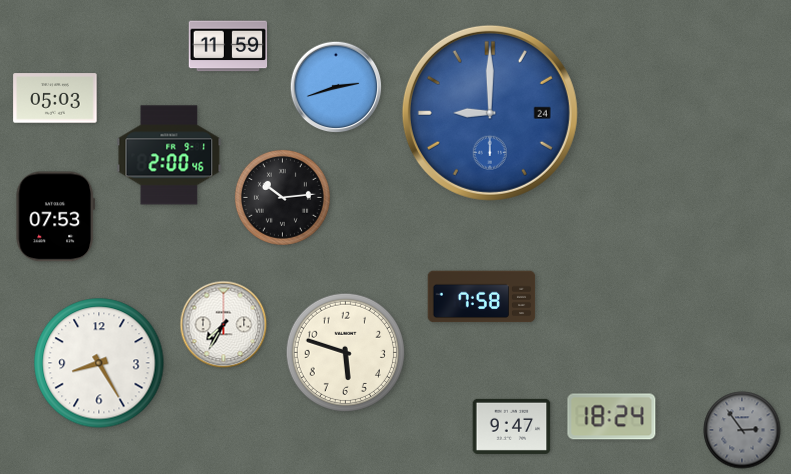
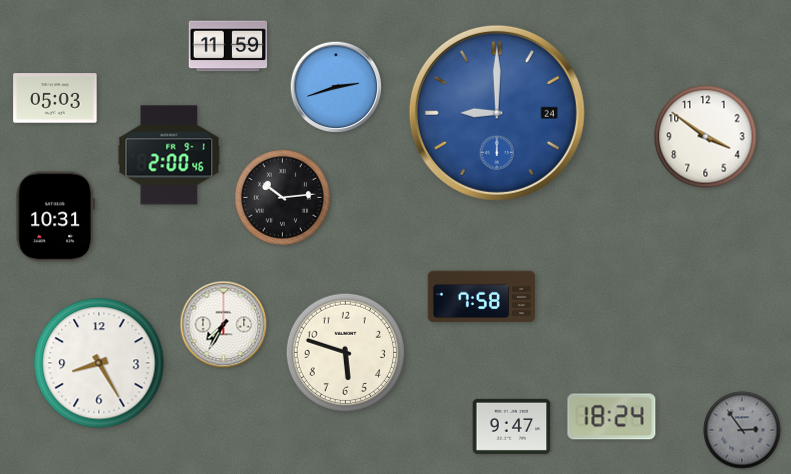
clock at (490, 113) position: (490, 113) -> (497, 113)
clock at (706, 137): none -> 3:51
clock at (56, 217): 07:53 -> 10:31
